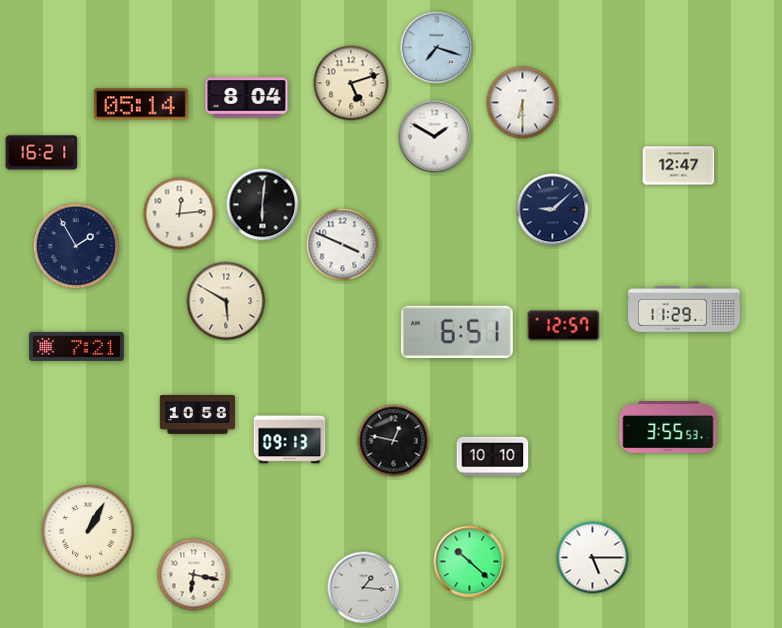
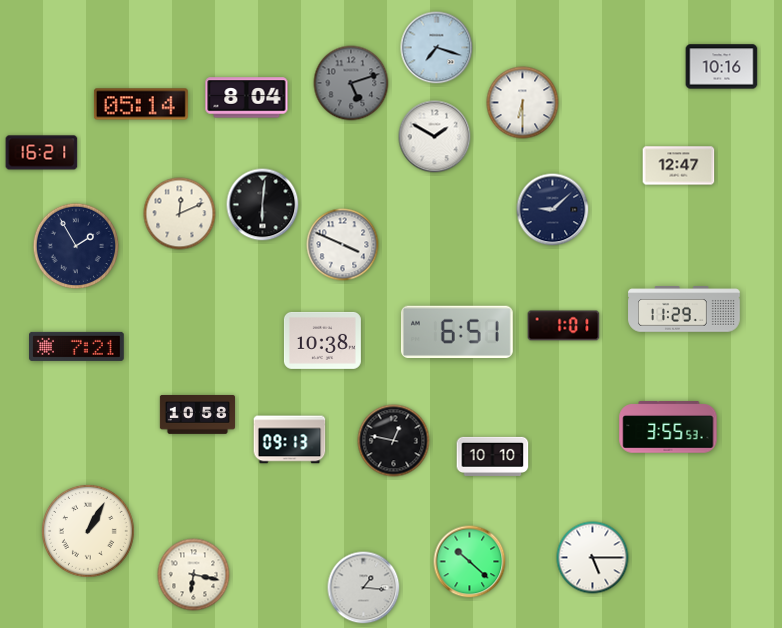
clock at (722, 67): none -> 10:16
clock at (351, 83) dial: cream -> grey
clock at (180, 214): 12:14 -> 12:11
clock at (226, 301): 5:50 -> none
clock at (564, 326): 12:57 -> 1:01
clock at (322, 340): none -> 10:38
